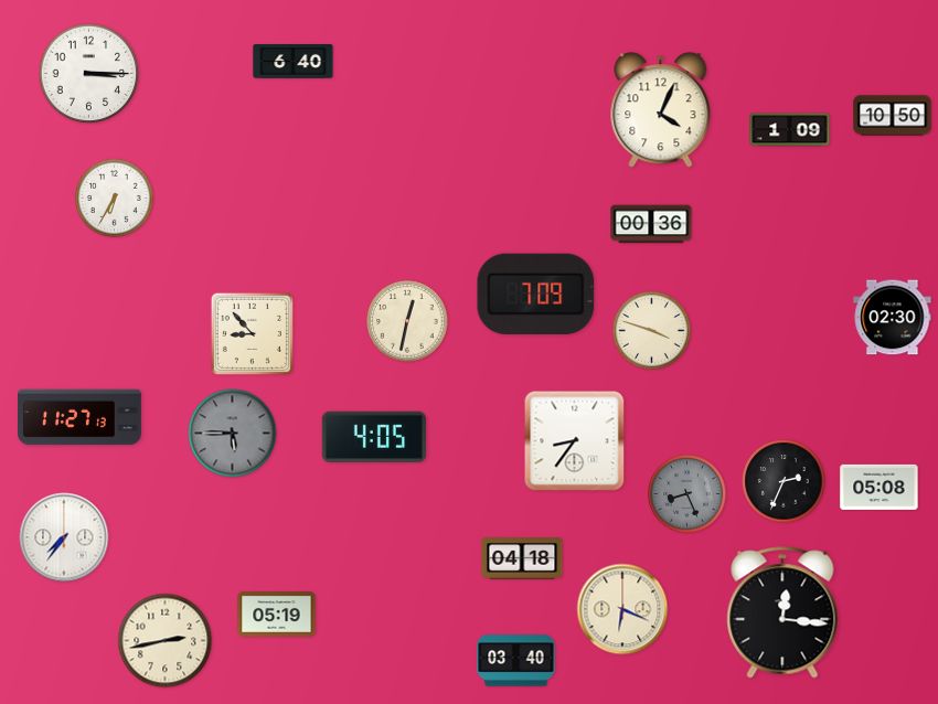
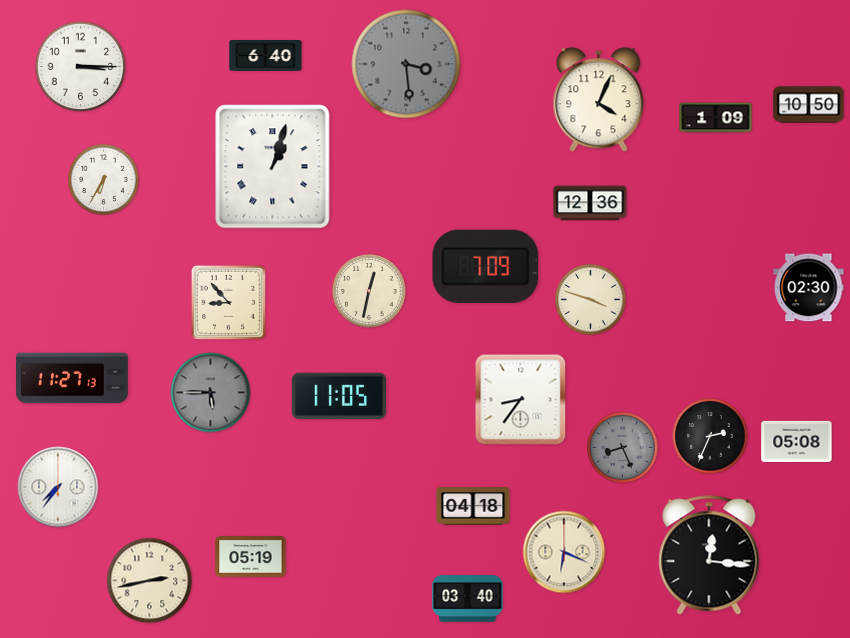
clock at (406, 64): none -> 3:29
clock at (273, 167): none -> 1:03
clock at (651, 224): 00:36 -> 12:36
clock at (373, 437): 4:05 -> 11:05
